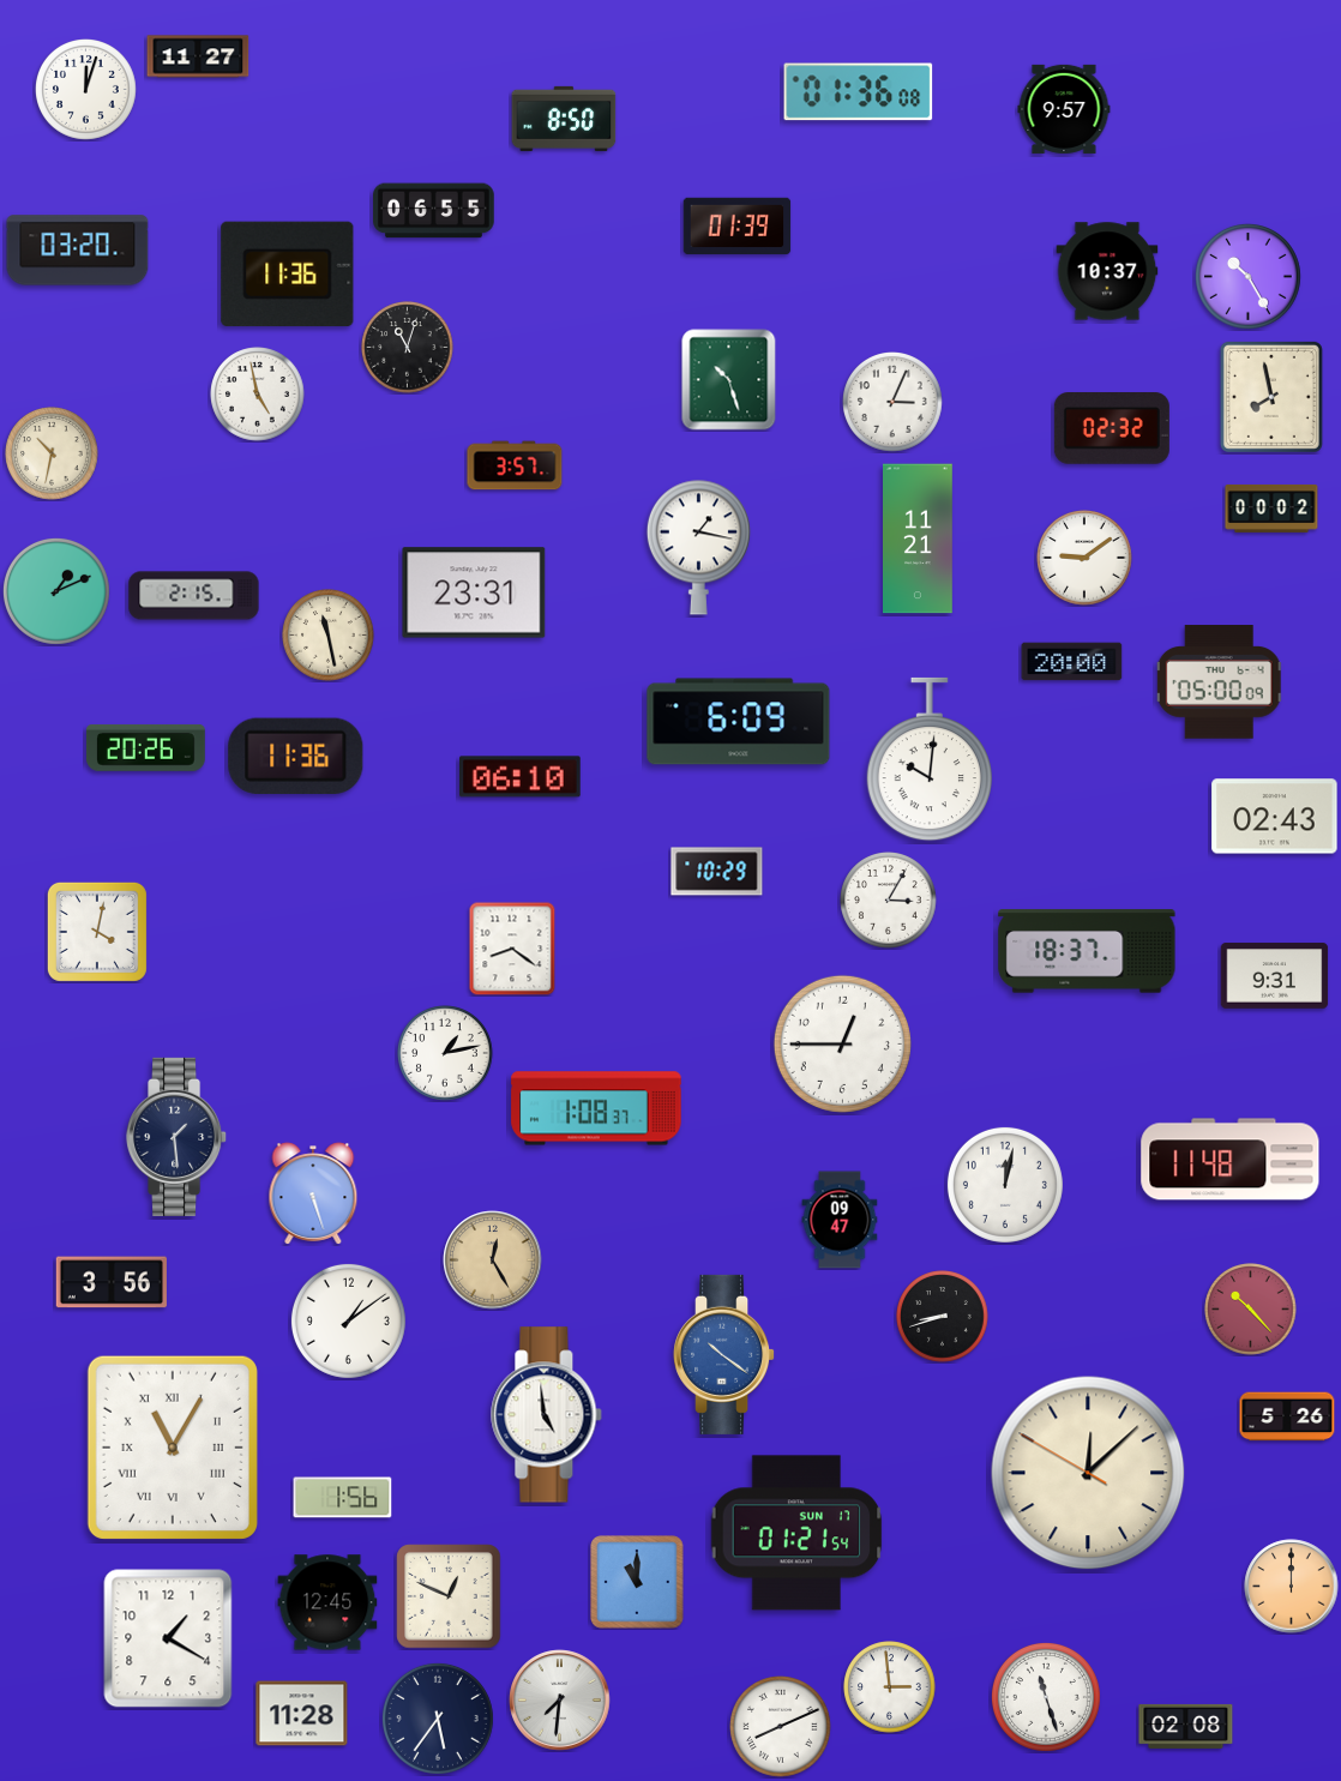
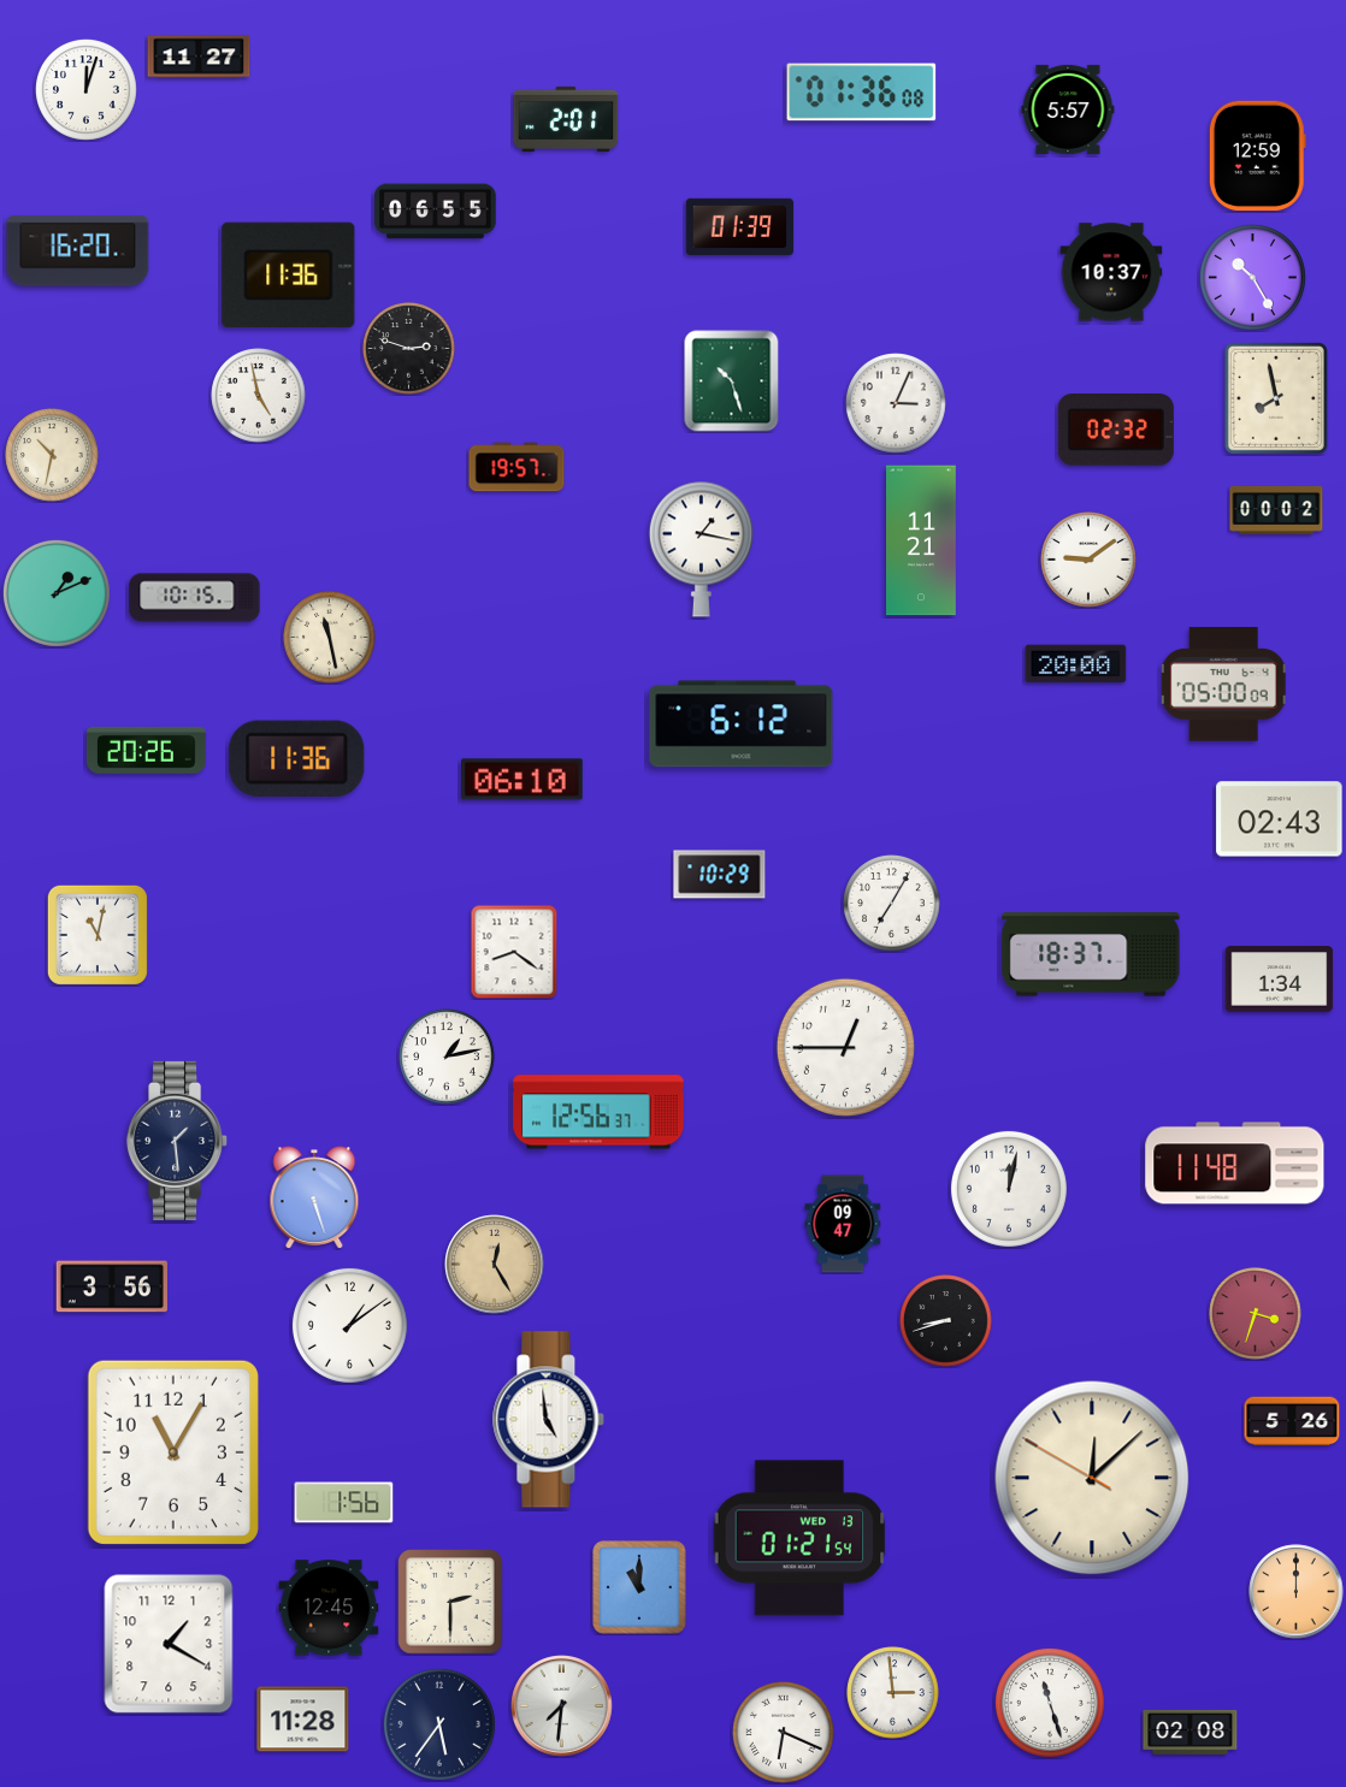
clock at (1064, 109): 9:57 -> 5:57
clock at (564, 119): 8:50 -> 2:01
clock at (1257, 155): none -> 12:59
clock at (78, 251): 03:20 -> 16:20
clock at (408, 348): 11:03 -> 2:48
clock at (515, 465): 3:57 -> 19:57
clock at (474, 592): 23:31 -> none
clock at (194, 596): 2:15 -> 10:15
clock at (739, 722): 6:09 -> 6:12
clock at (928, 759): 10:01 -> none
clock at (889, 901): 3:05 -> 7:05
clock at (97, 932): 4:02 -> 11:02
clock at (1275, 976): 9:31 -> 1:34
clock at (596, 1108): 1:08 -> 12:56
clock at (1251, 1310): 10:23 -> 3:33
clock at (724, 1354): 10:21 -> none
clock at (173, 1448) numerals: Roman -> Arabic
clock at (796, 1533) date: SUN 17 -> WED 13
clock at (449, 1596): 12:49 -> 2:30
clock at (781, 1727): 8:11 -> 6:19
